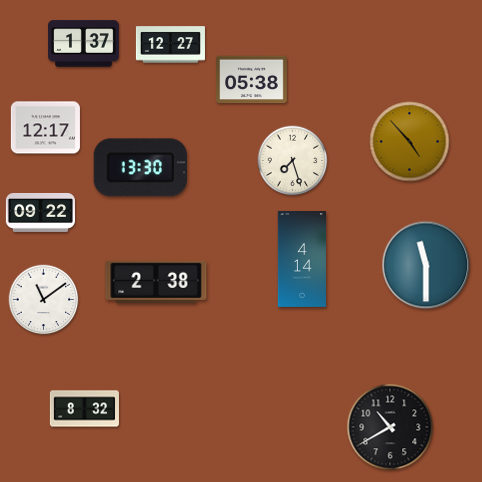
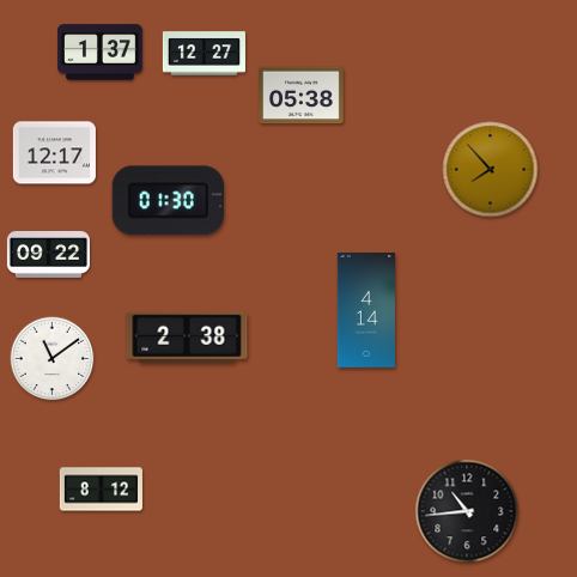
clock at (410, 142): 4:53 -> 7:53
clock at (293, 161): 7:27 -> none
clock at (140, 168): 13:30 -> 01:30
clock at (301, 260) position: (301, 260) -> (365, 311)
clock at (426, 265): 11:30 -> none
clock at (84, 409): 8:32 -> 8:12
clock at (390, 427): 10:40 -> 10:44
